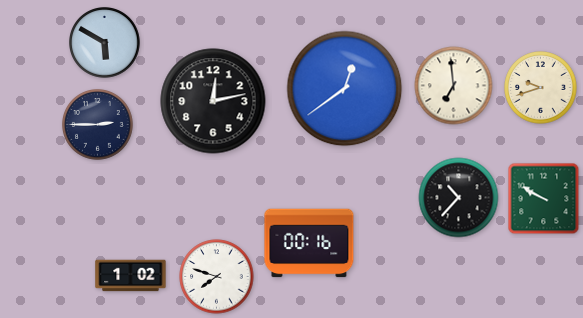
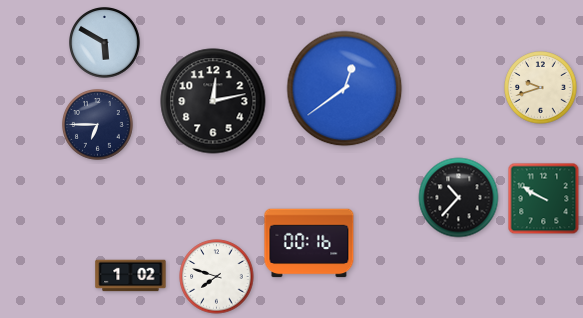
clock at (454, 86): 6:59 -> none
clock at (98, 125): 2:45 -> 6:45
